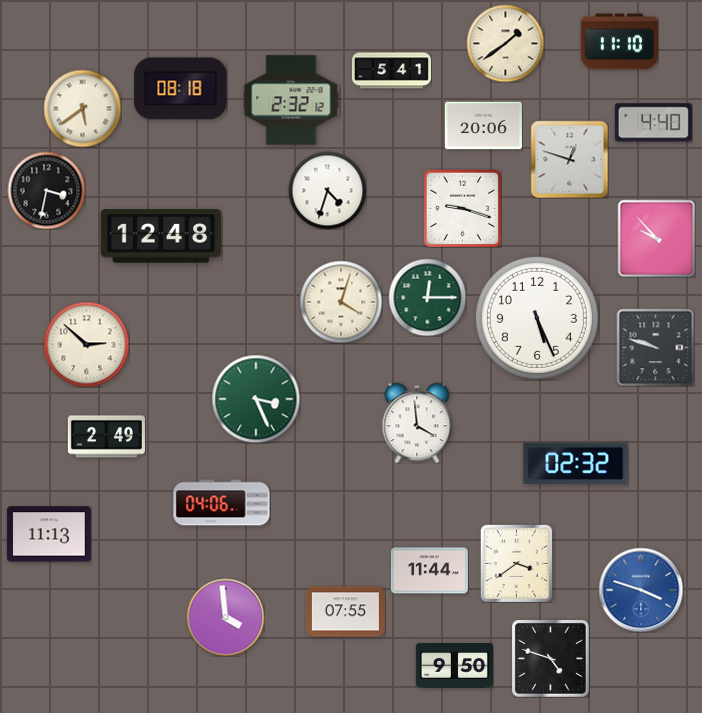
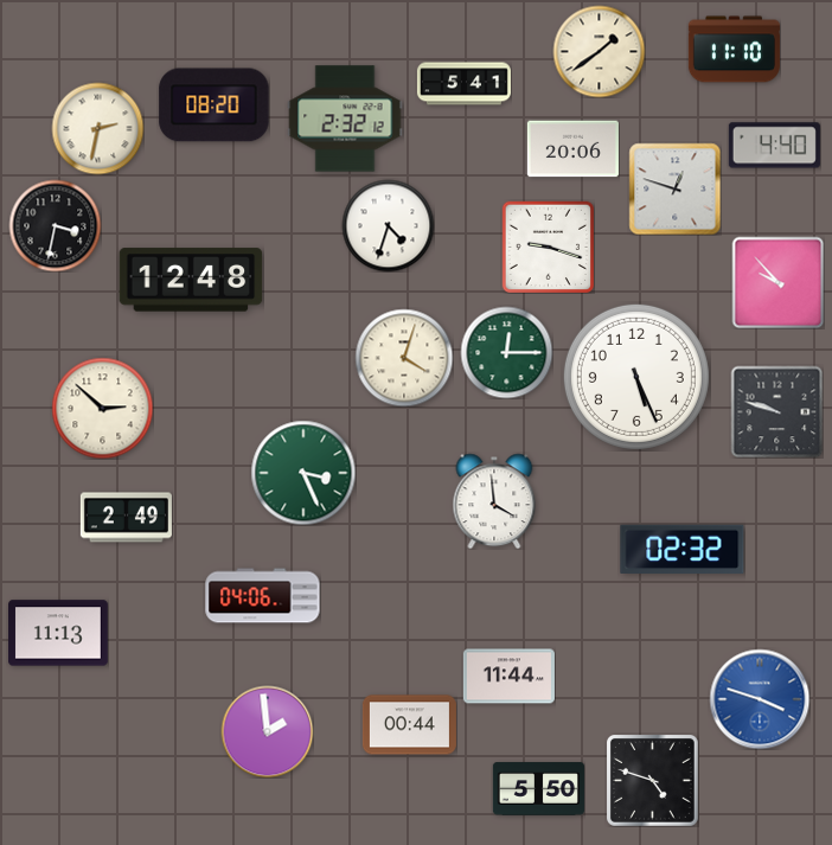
clock at (181, 89): 08:18 -> 08:20
clock at (82, 108): 5:39 -> 2:32
clock at (517, 563): 3:39 -> none
clock at (345, 612): 07:55 -> 00:44
clock at (225, 617): 3:59 -> 1:59
clock at (454, 666): 9:50 -> 5:50
